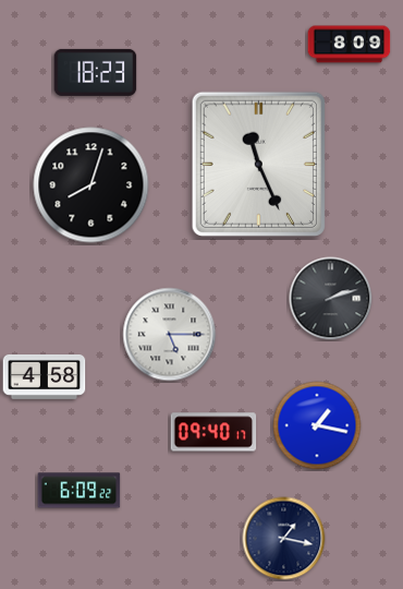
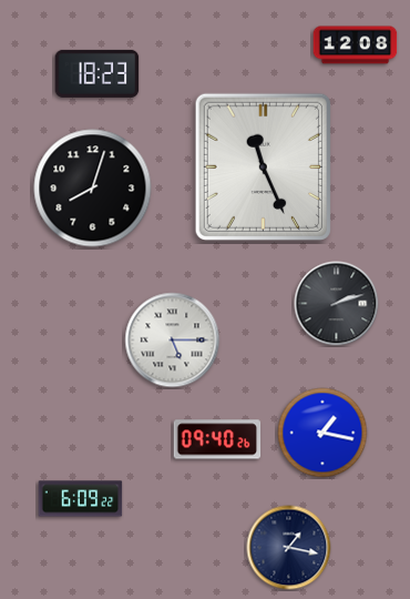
clock at (350, 45): 8:09 -> 12:08
clock at (45, 376): 4:58 -> none
clock at (213, 432): 09:40:17 -> 09:40:26
